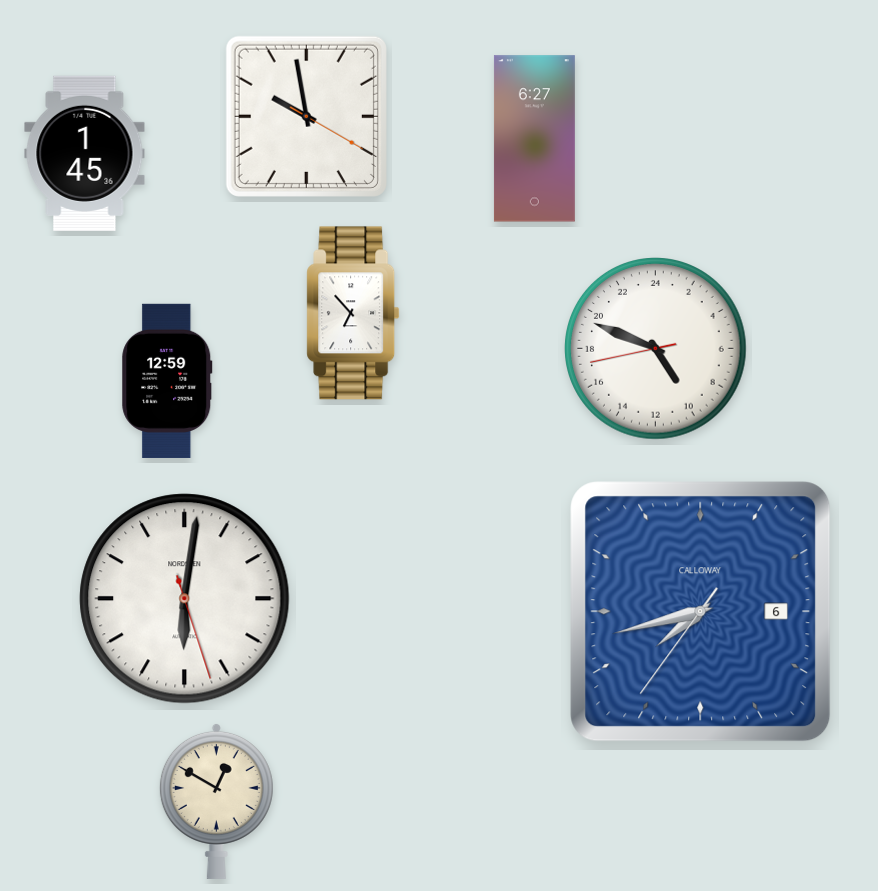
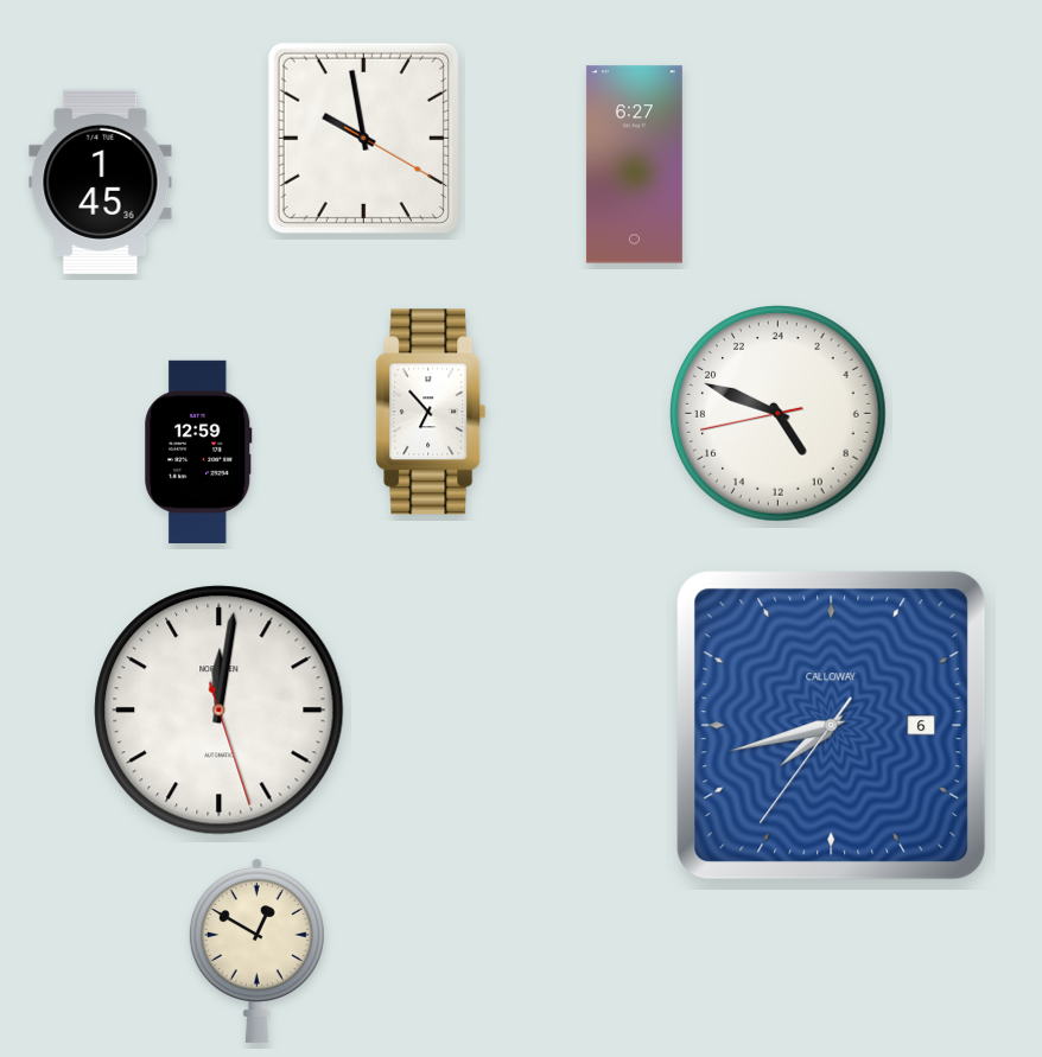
clock at (353, 313) position: (353, 313) -> (431, 412)
clock at (185, 599): 6:01 -> 12:01
